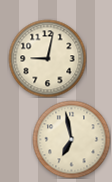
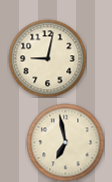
clock at (71, 139) position: (71, 139) -> (65, 142)
